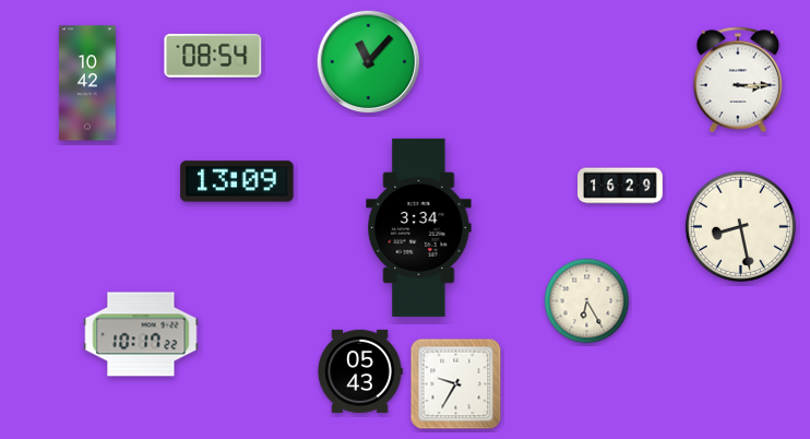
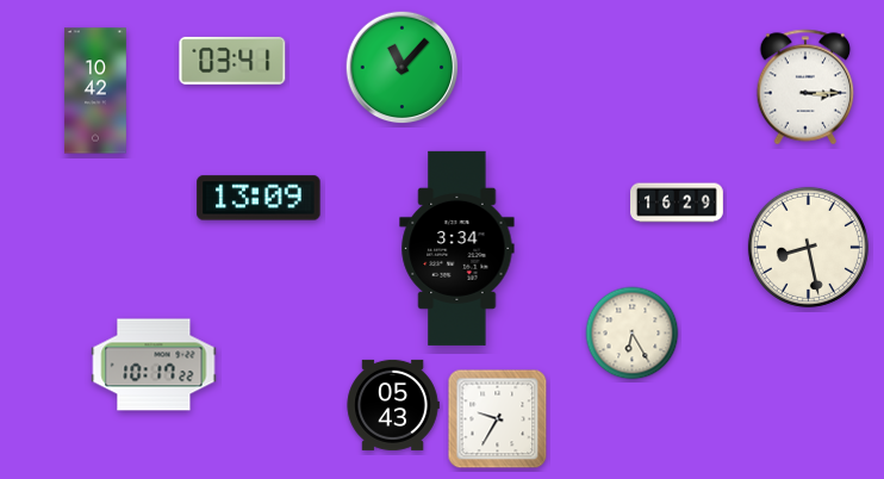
clock at (213, 56): 08:54 -> 03:41
clock at (587, 301) position: (587, 301) -> (633, 334)
